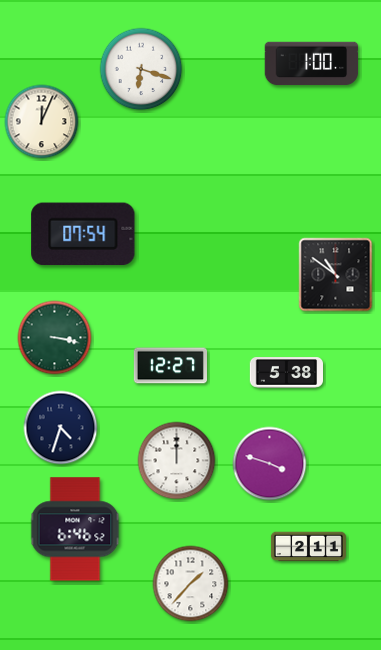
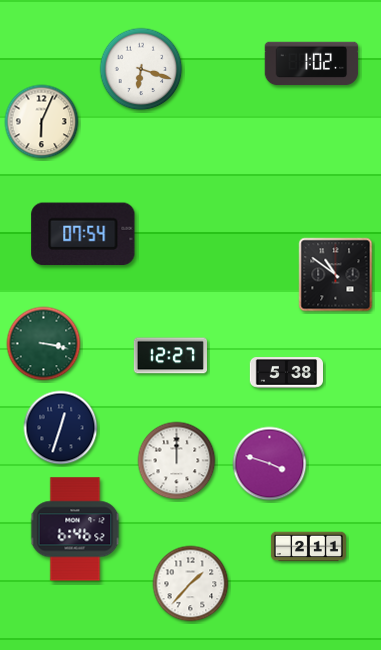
clock at (312, 64): 1:00 -> 1:02
clock at (42, 122): 12:04 -> 6:04
clock at (55, 338) position: (55, 338) -> (44, 344)
clock at (170, 366) position: (170, 366) -> (170, 356)
clock at (61, 428): 4:33 -> 12:33
